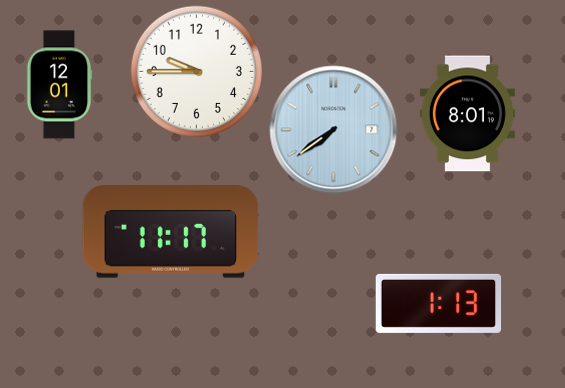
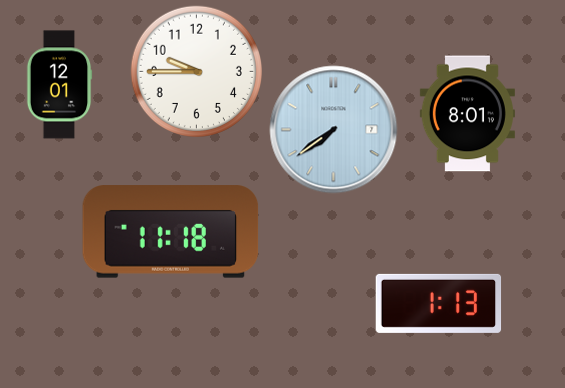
clock at (171, 232): 11:17 -> 11:18
